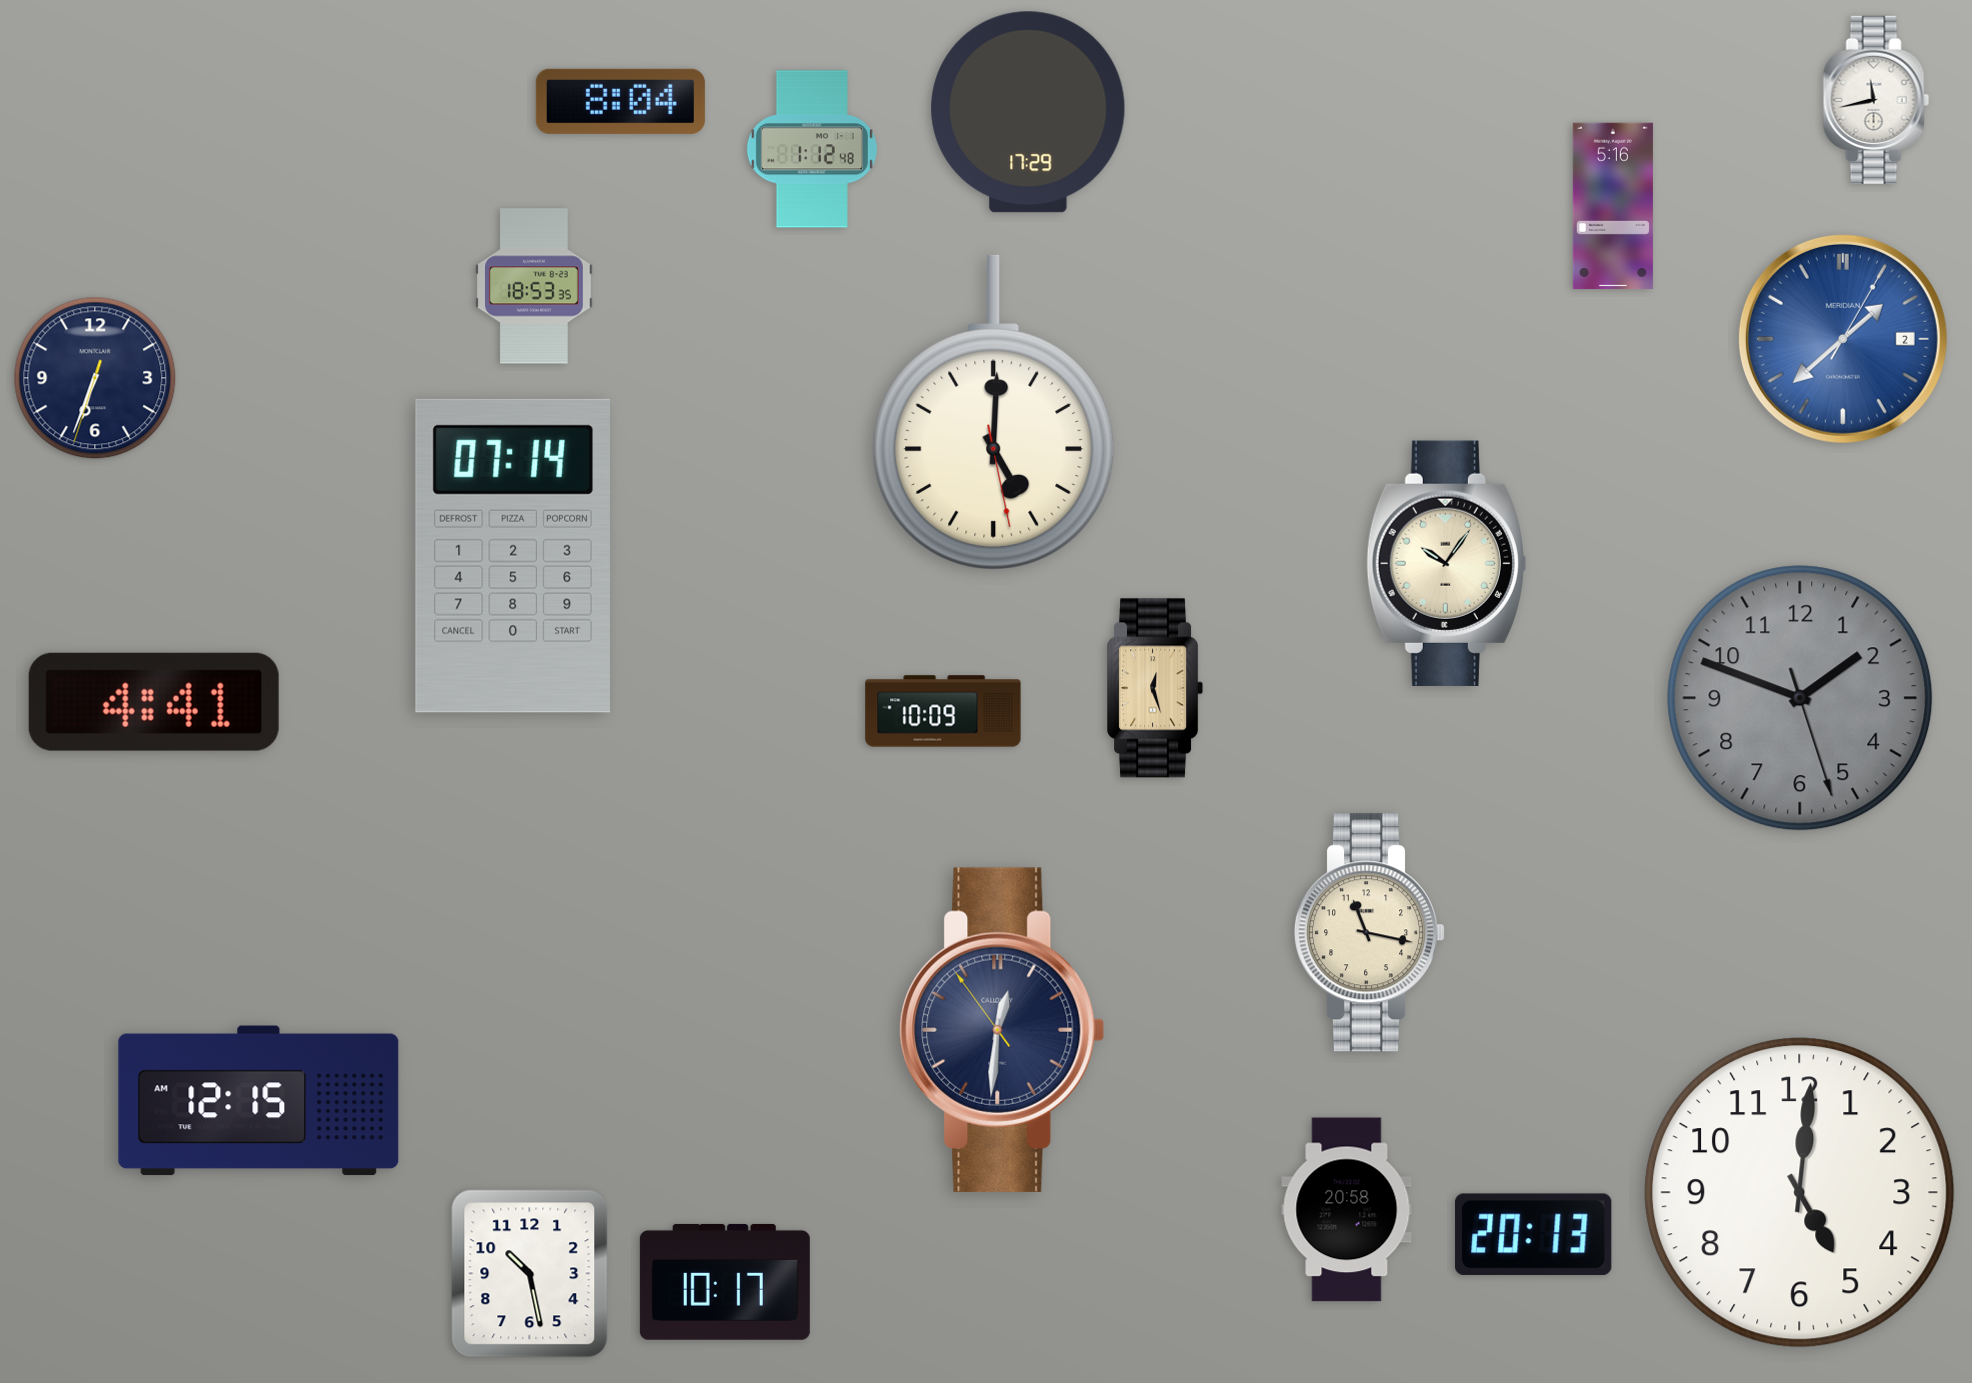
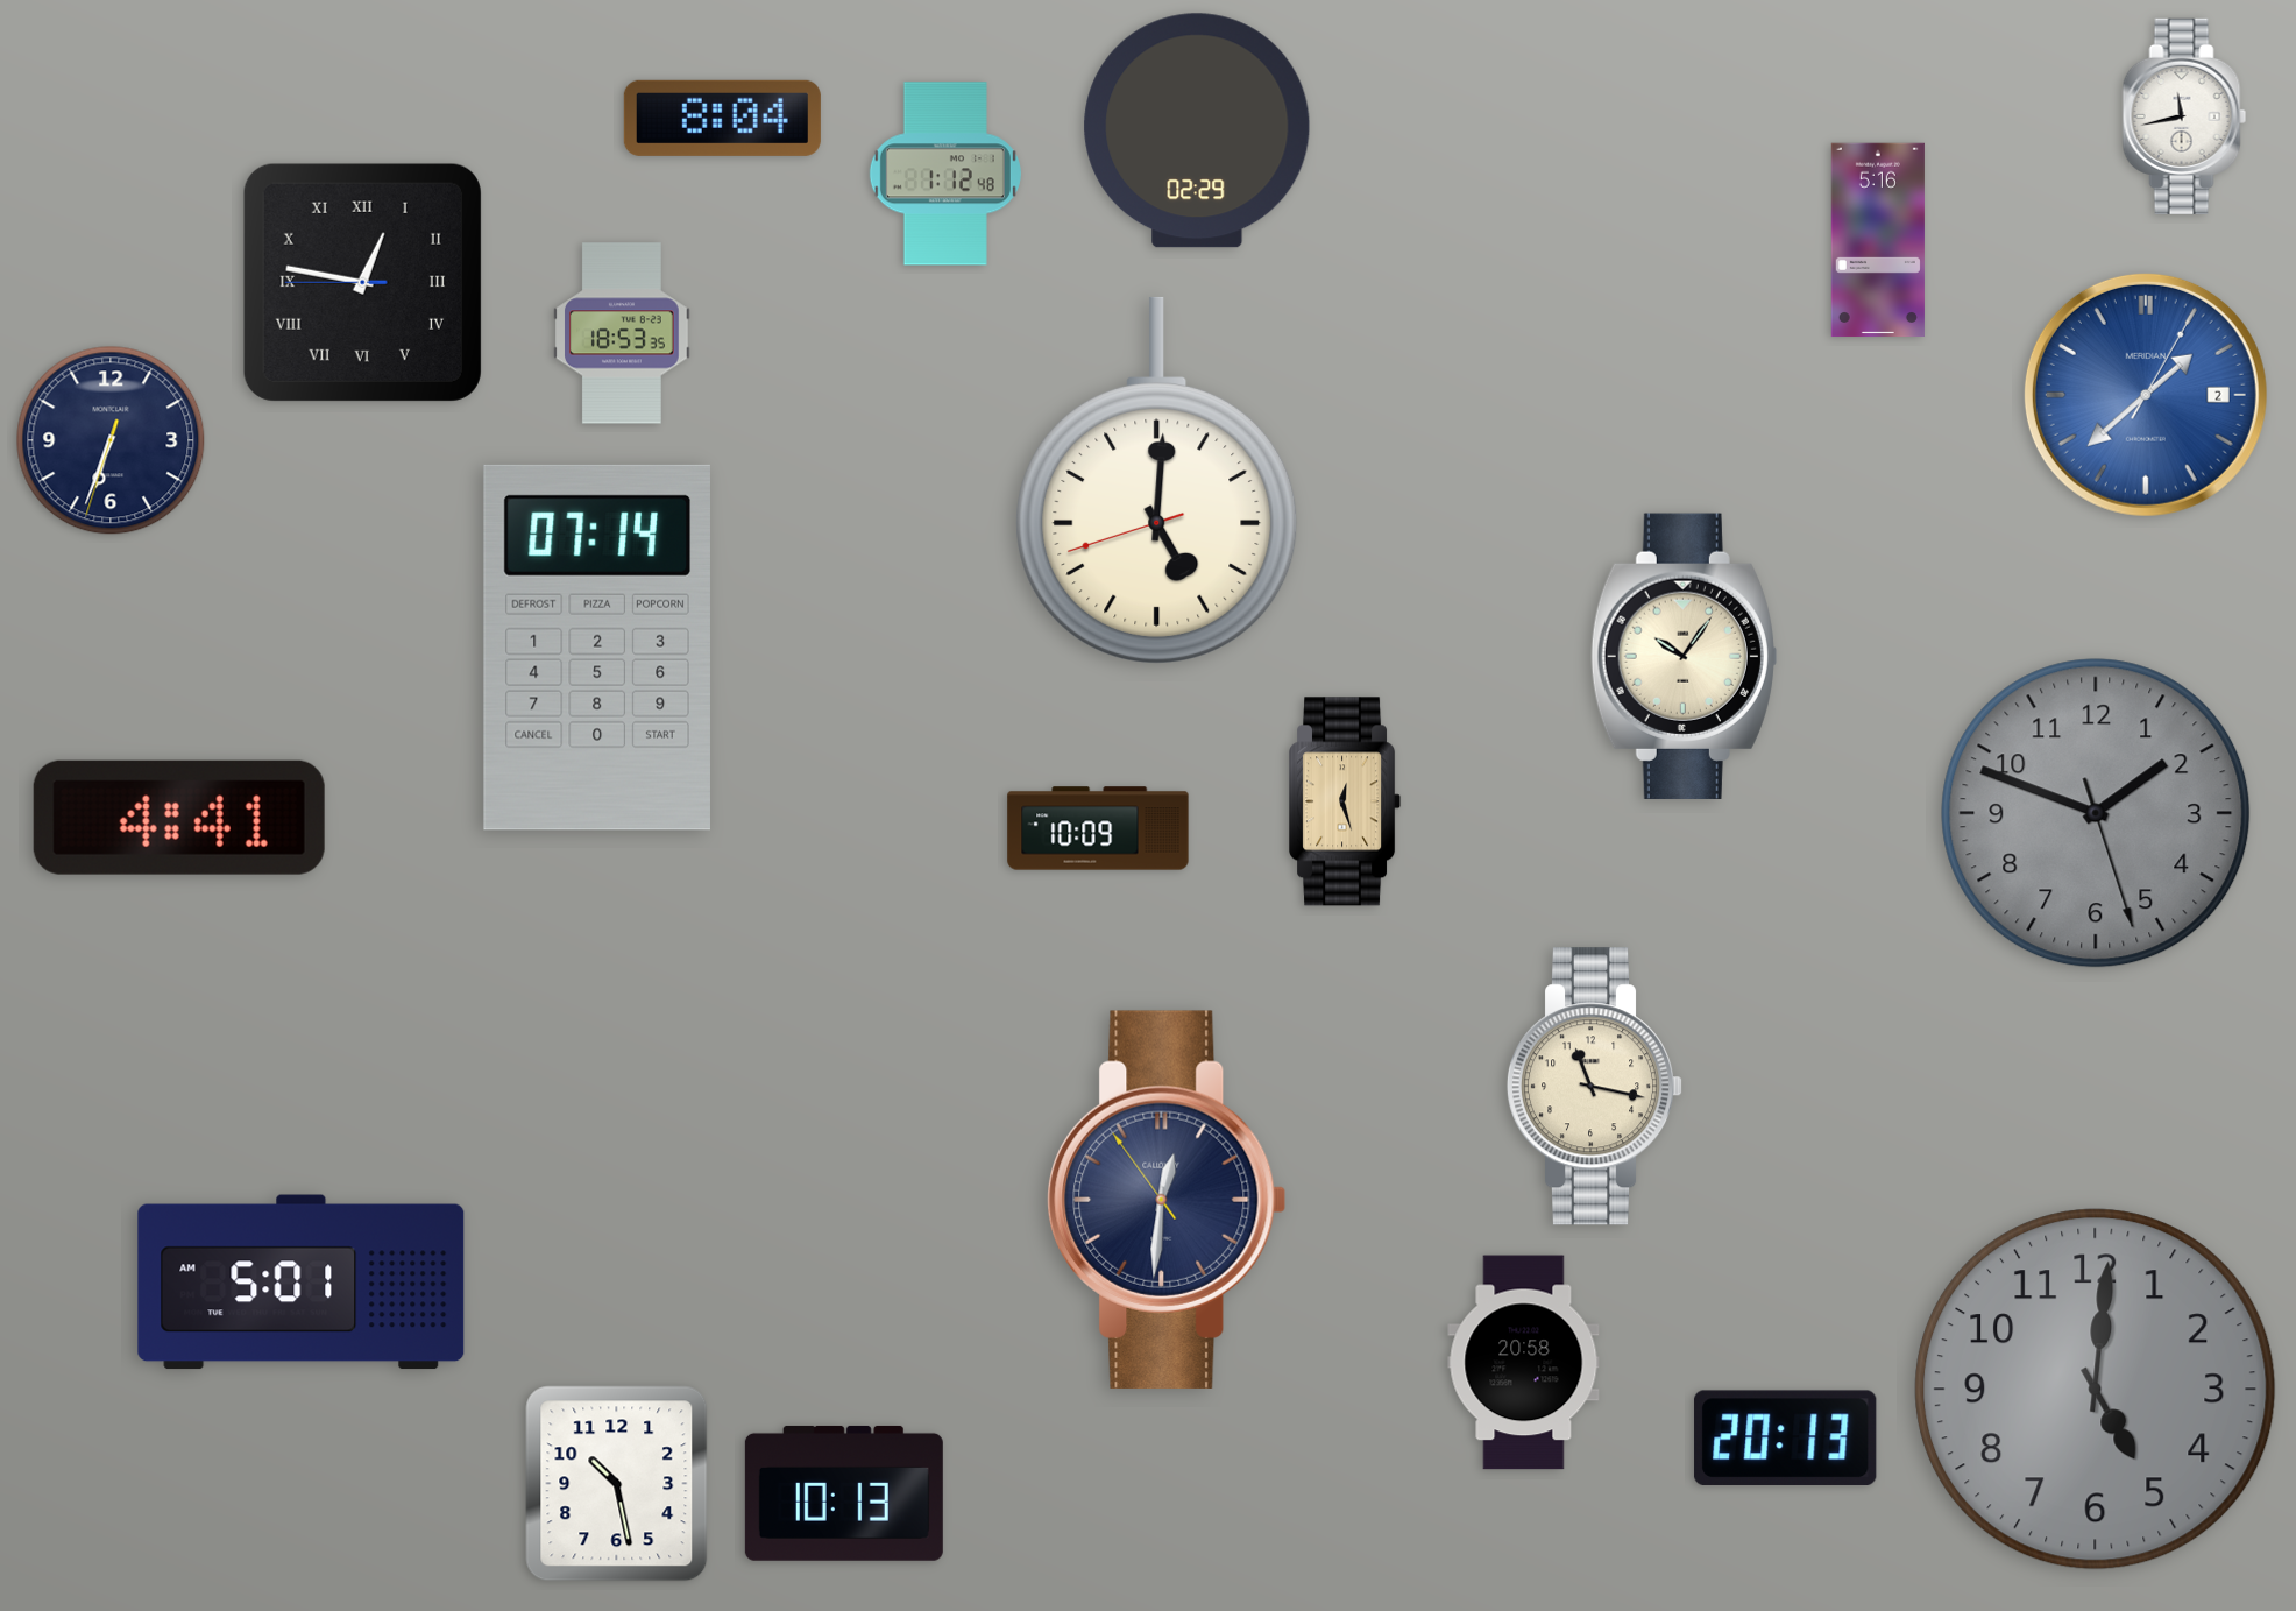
clock at (1028, 112): 17:29 -> 02:29
clock at (362, 282): none -> 12:46
clock at (994, 412): 5:00:28 -> 5:00:42
clock at (259, 1101): 12:15 -> 5:01
clock at (1800, 1193) dial: white -> grey
clock at (1347, 1210) position: (1347, 1210) -> (1524, 1363)
clock at (725, 1282): 10:17 -> 10:13
